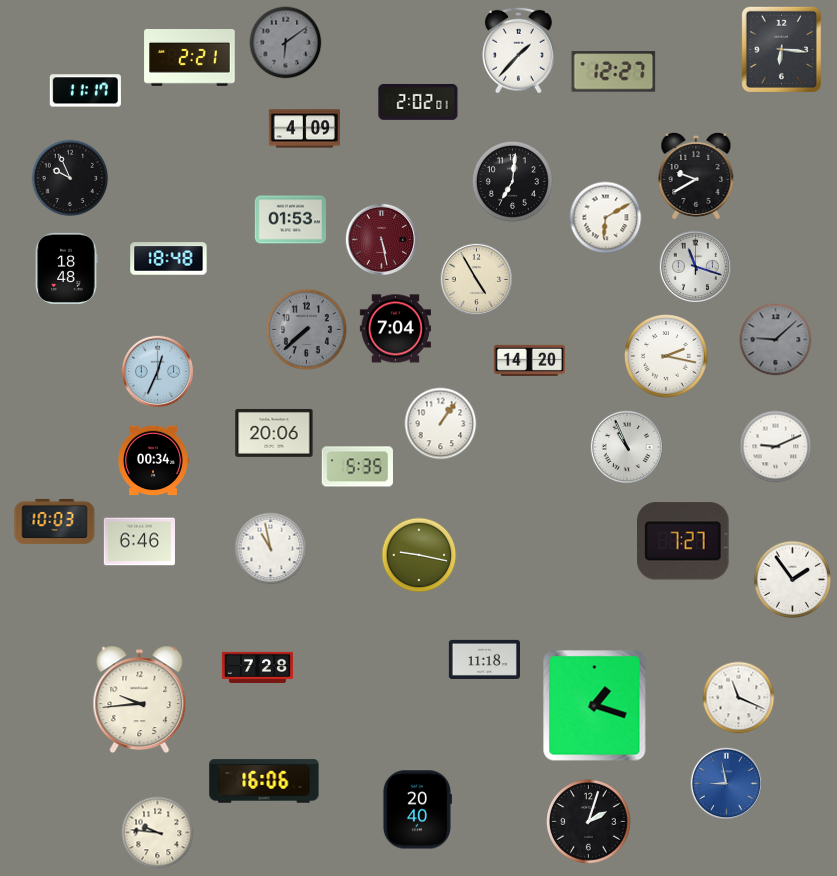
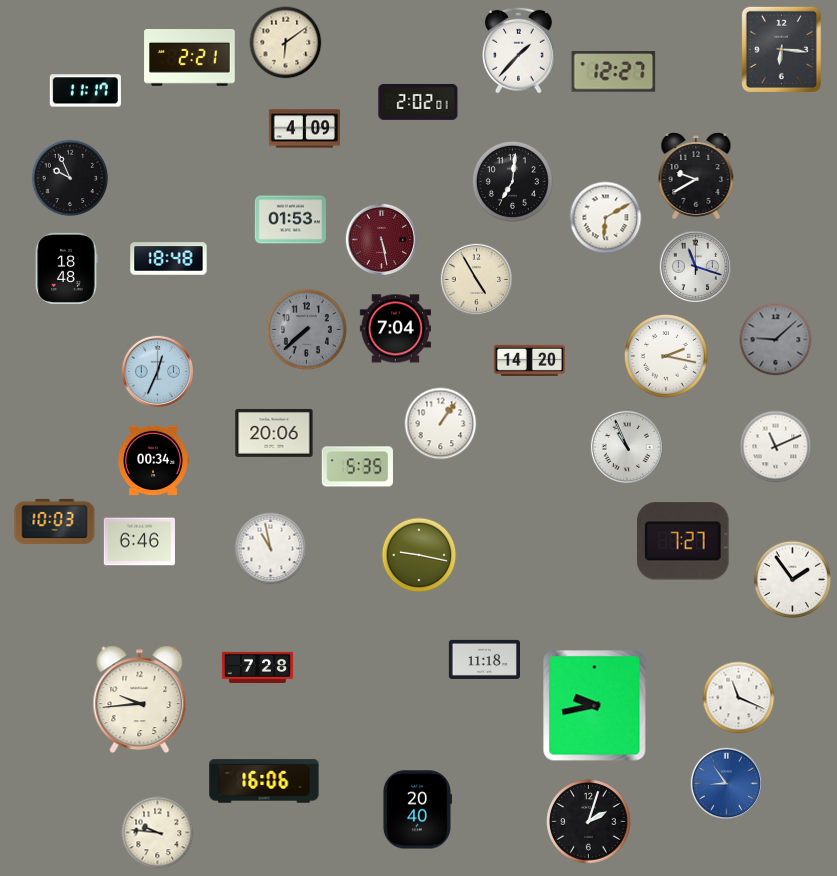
clock at (286, 43) dial: grey -> cream
clock at (776, 447): 9:11 -> 11:11
clock at (595, 706): 1:18 -> 9:43
clock at (726, 783): 8:58 -> 8:54
